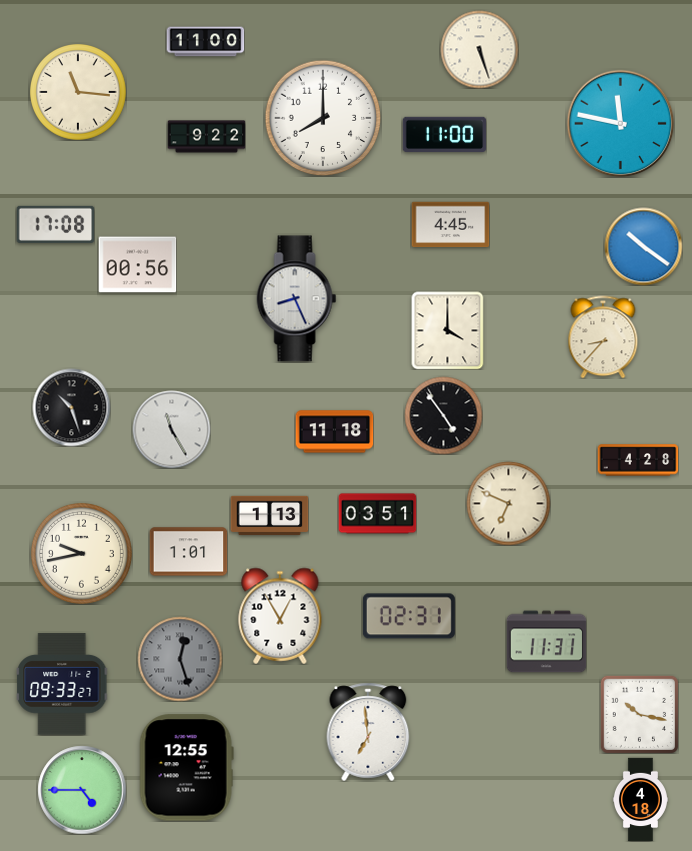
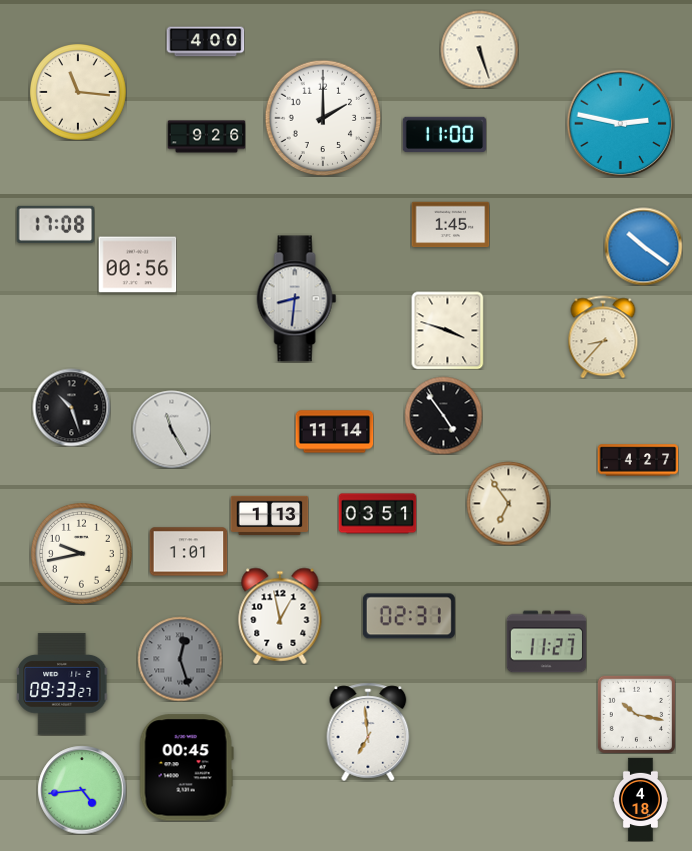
clock at (205, 42): 11:00 -> 4:00
clock at (323, 118): 8:00 -> 2:00
clock at (620, 123): 11:47 -> 2:47
clock at (206, 137): 9:22 -> 9:26
clock at (450, 225): 4:45 -> 1:45
clock at (297, 299): 8:26 -> 8:31
clock at (448, 330): 4:00 -> 3:48
clock at (334, 432): 11:18 -> 11:14
clock at (638, 460): 4:28 -> 4:27
clock at (508, 503): 6:49 -> 6:54
clock at (280, 616): 12:55 -> 12:58
clock at (546, 642): 11:31 -> 11:27
clock at (639, 714) position: (639, 714) -> (636, 714)
clock at (186, 768): 12:55 -> 00:45
clock at (82, 790): 4:45 -> 4:44
